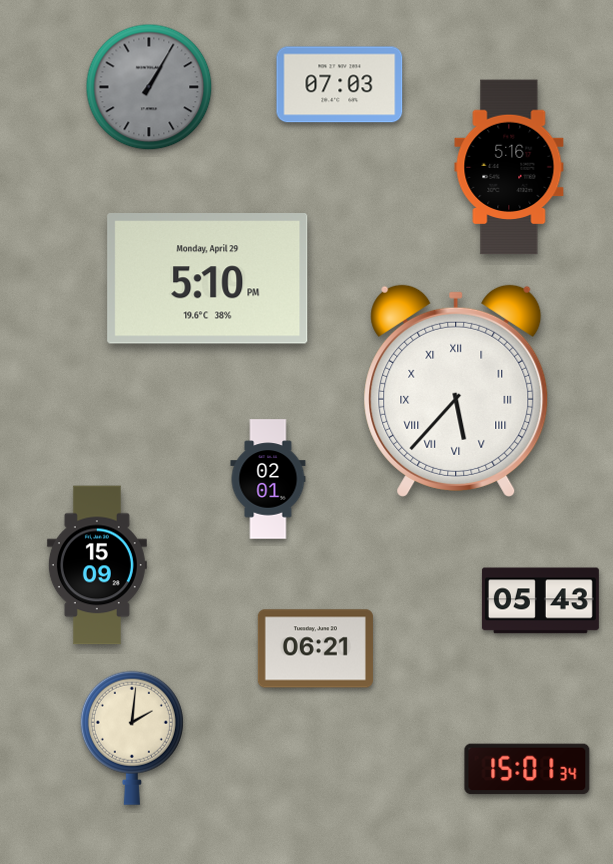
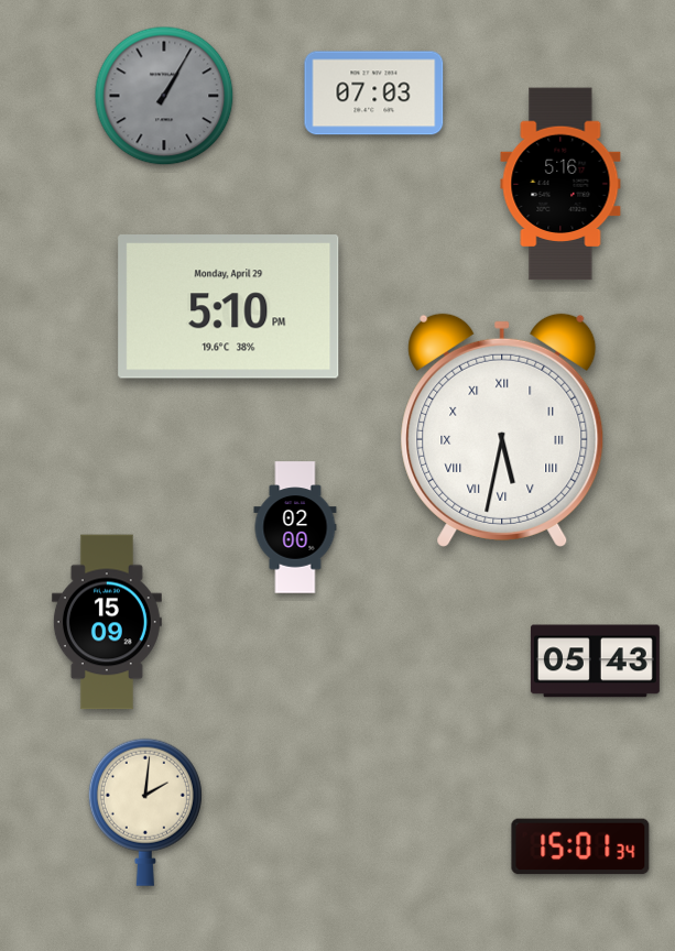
clock at (456, 391): 5:37 -> 5:32
clock at (268, 479): 02:01 -> 02:00
clock at (315, 649): 06:21 -> none
